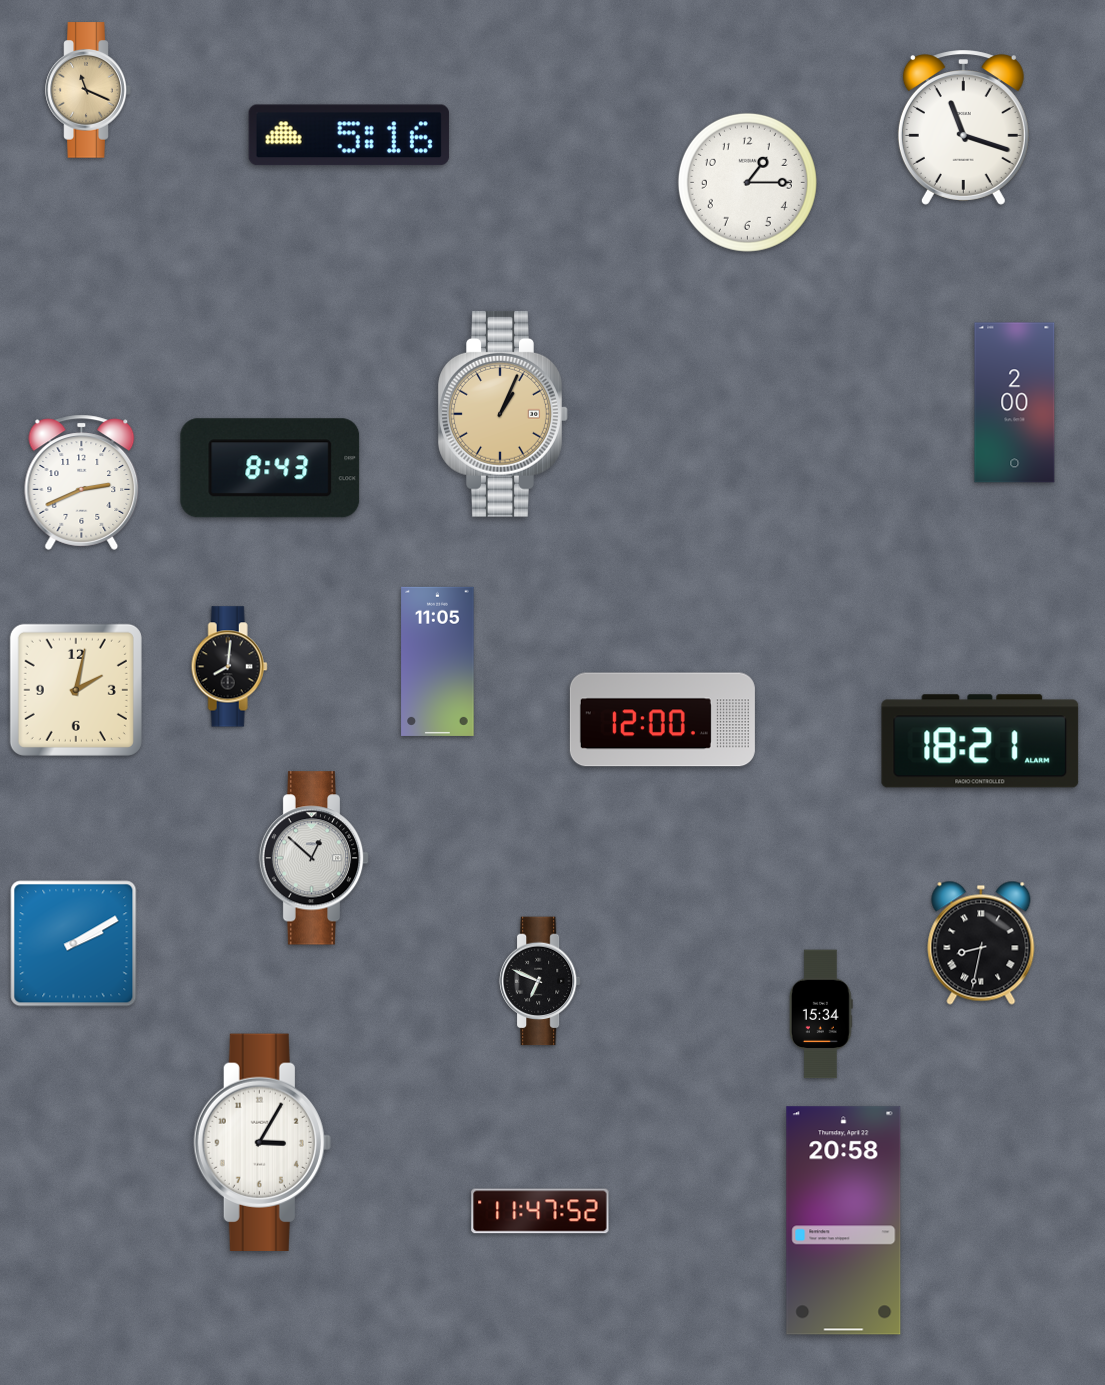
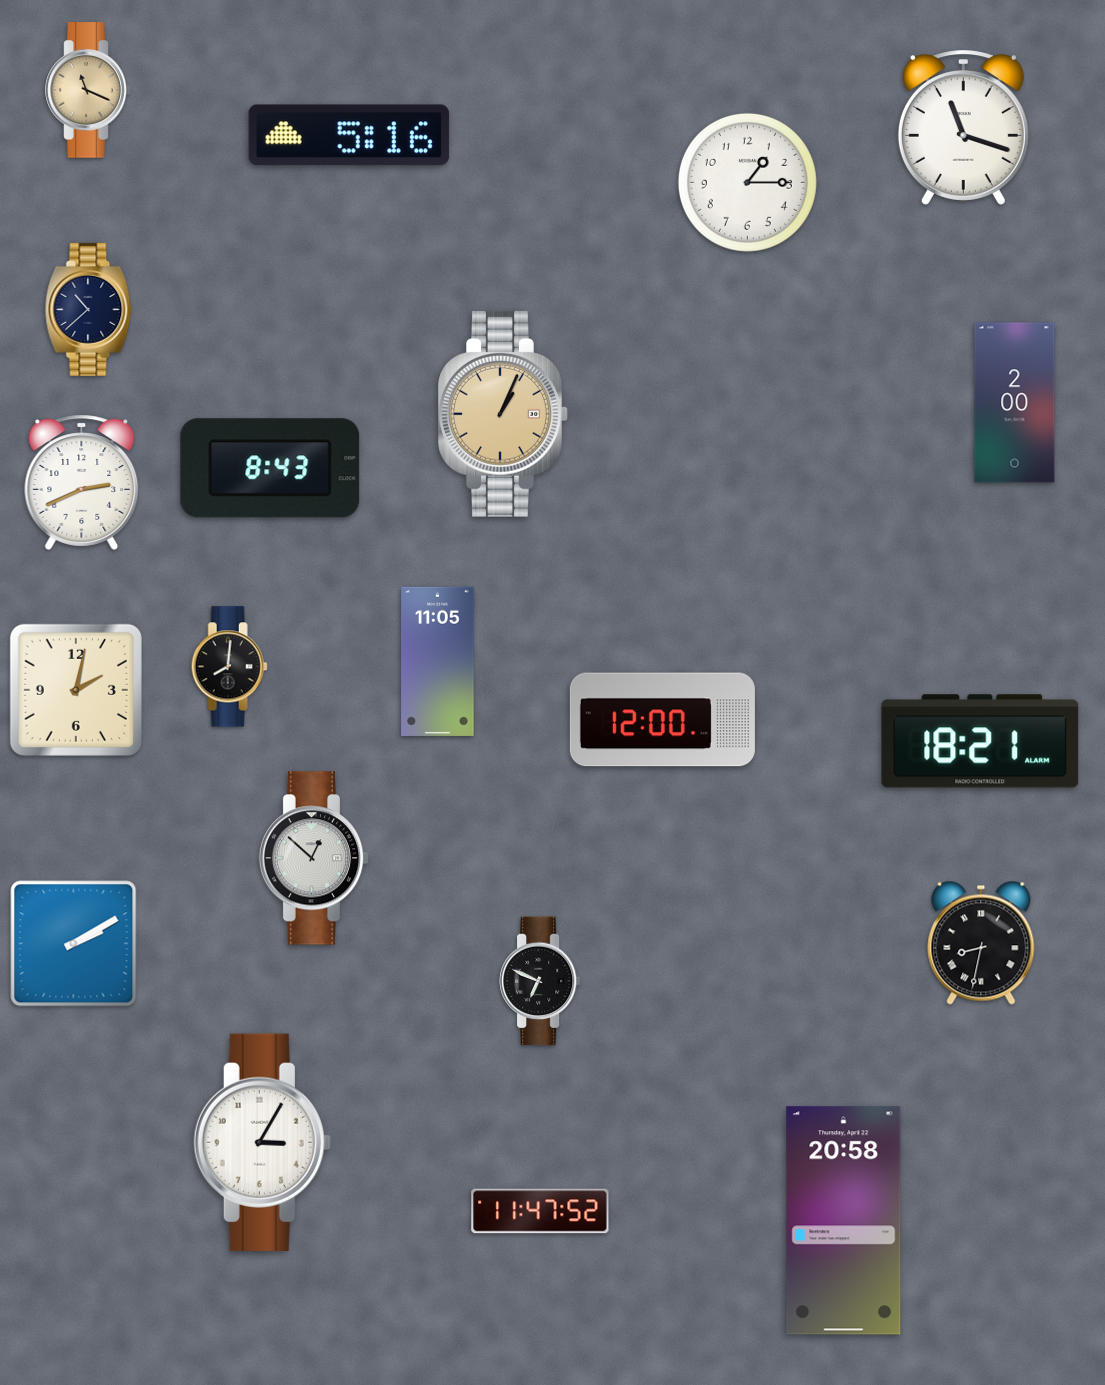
clock at (89, 309): none -> 10:38
clock at (821, 1014): 15:34 -> none
